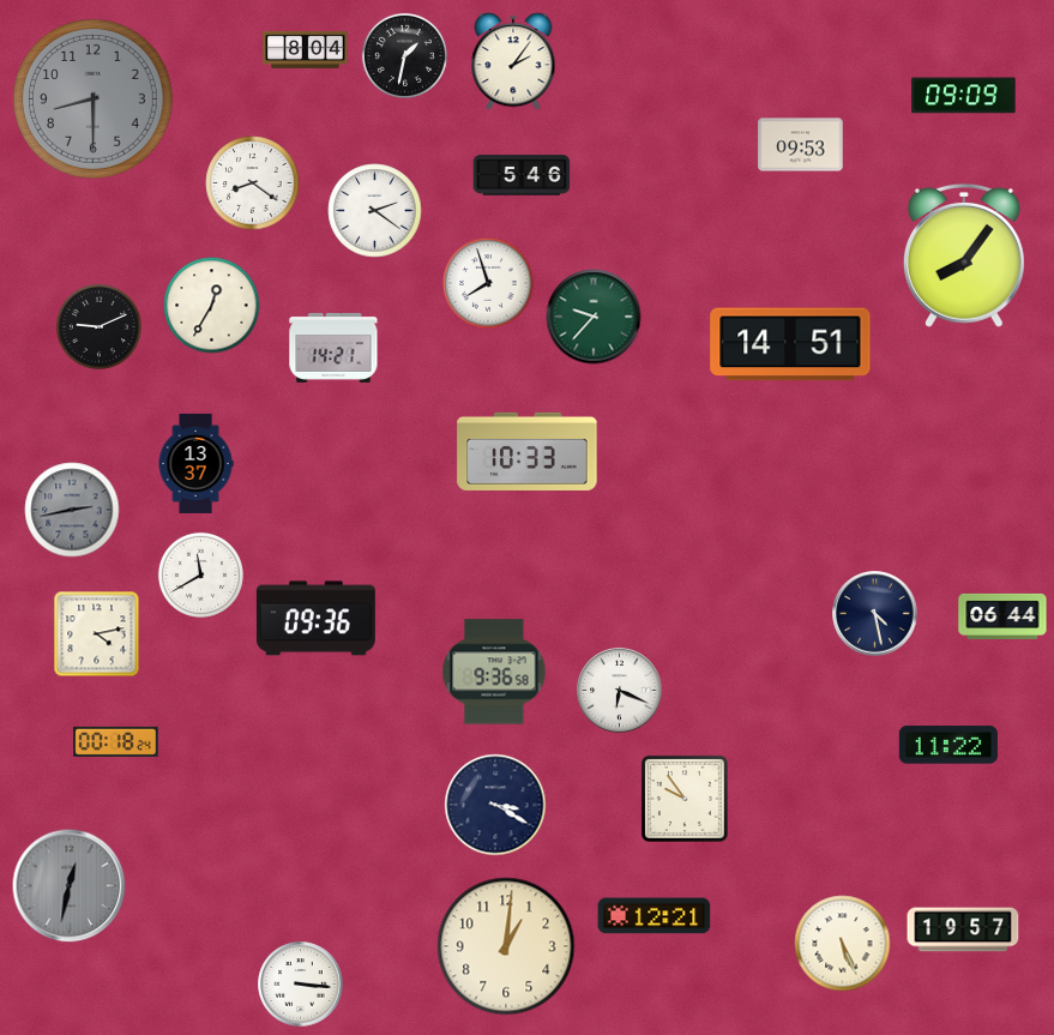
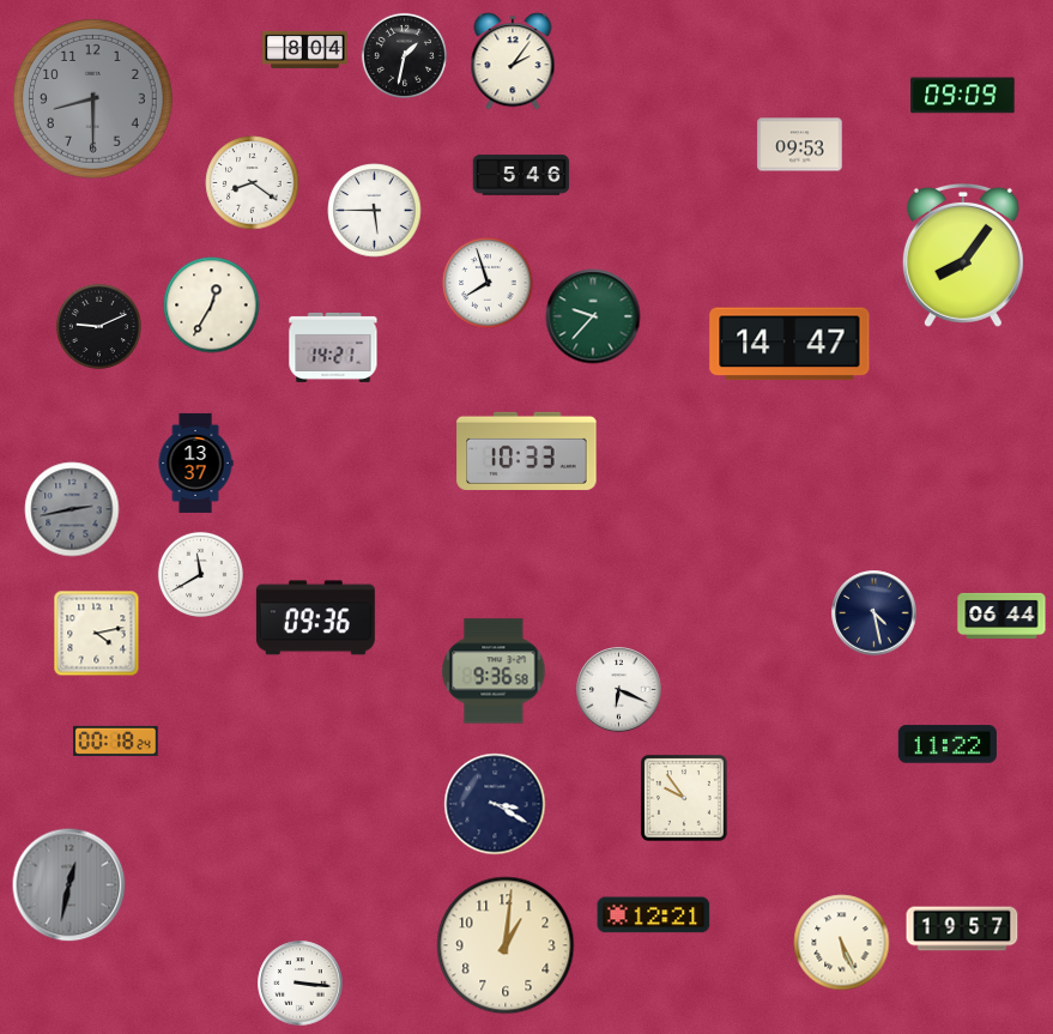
clock at (375, 211): 2:21 -> 5:45
clock at (790, 344): 14:51 -> 14:47
